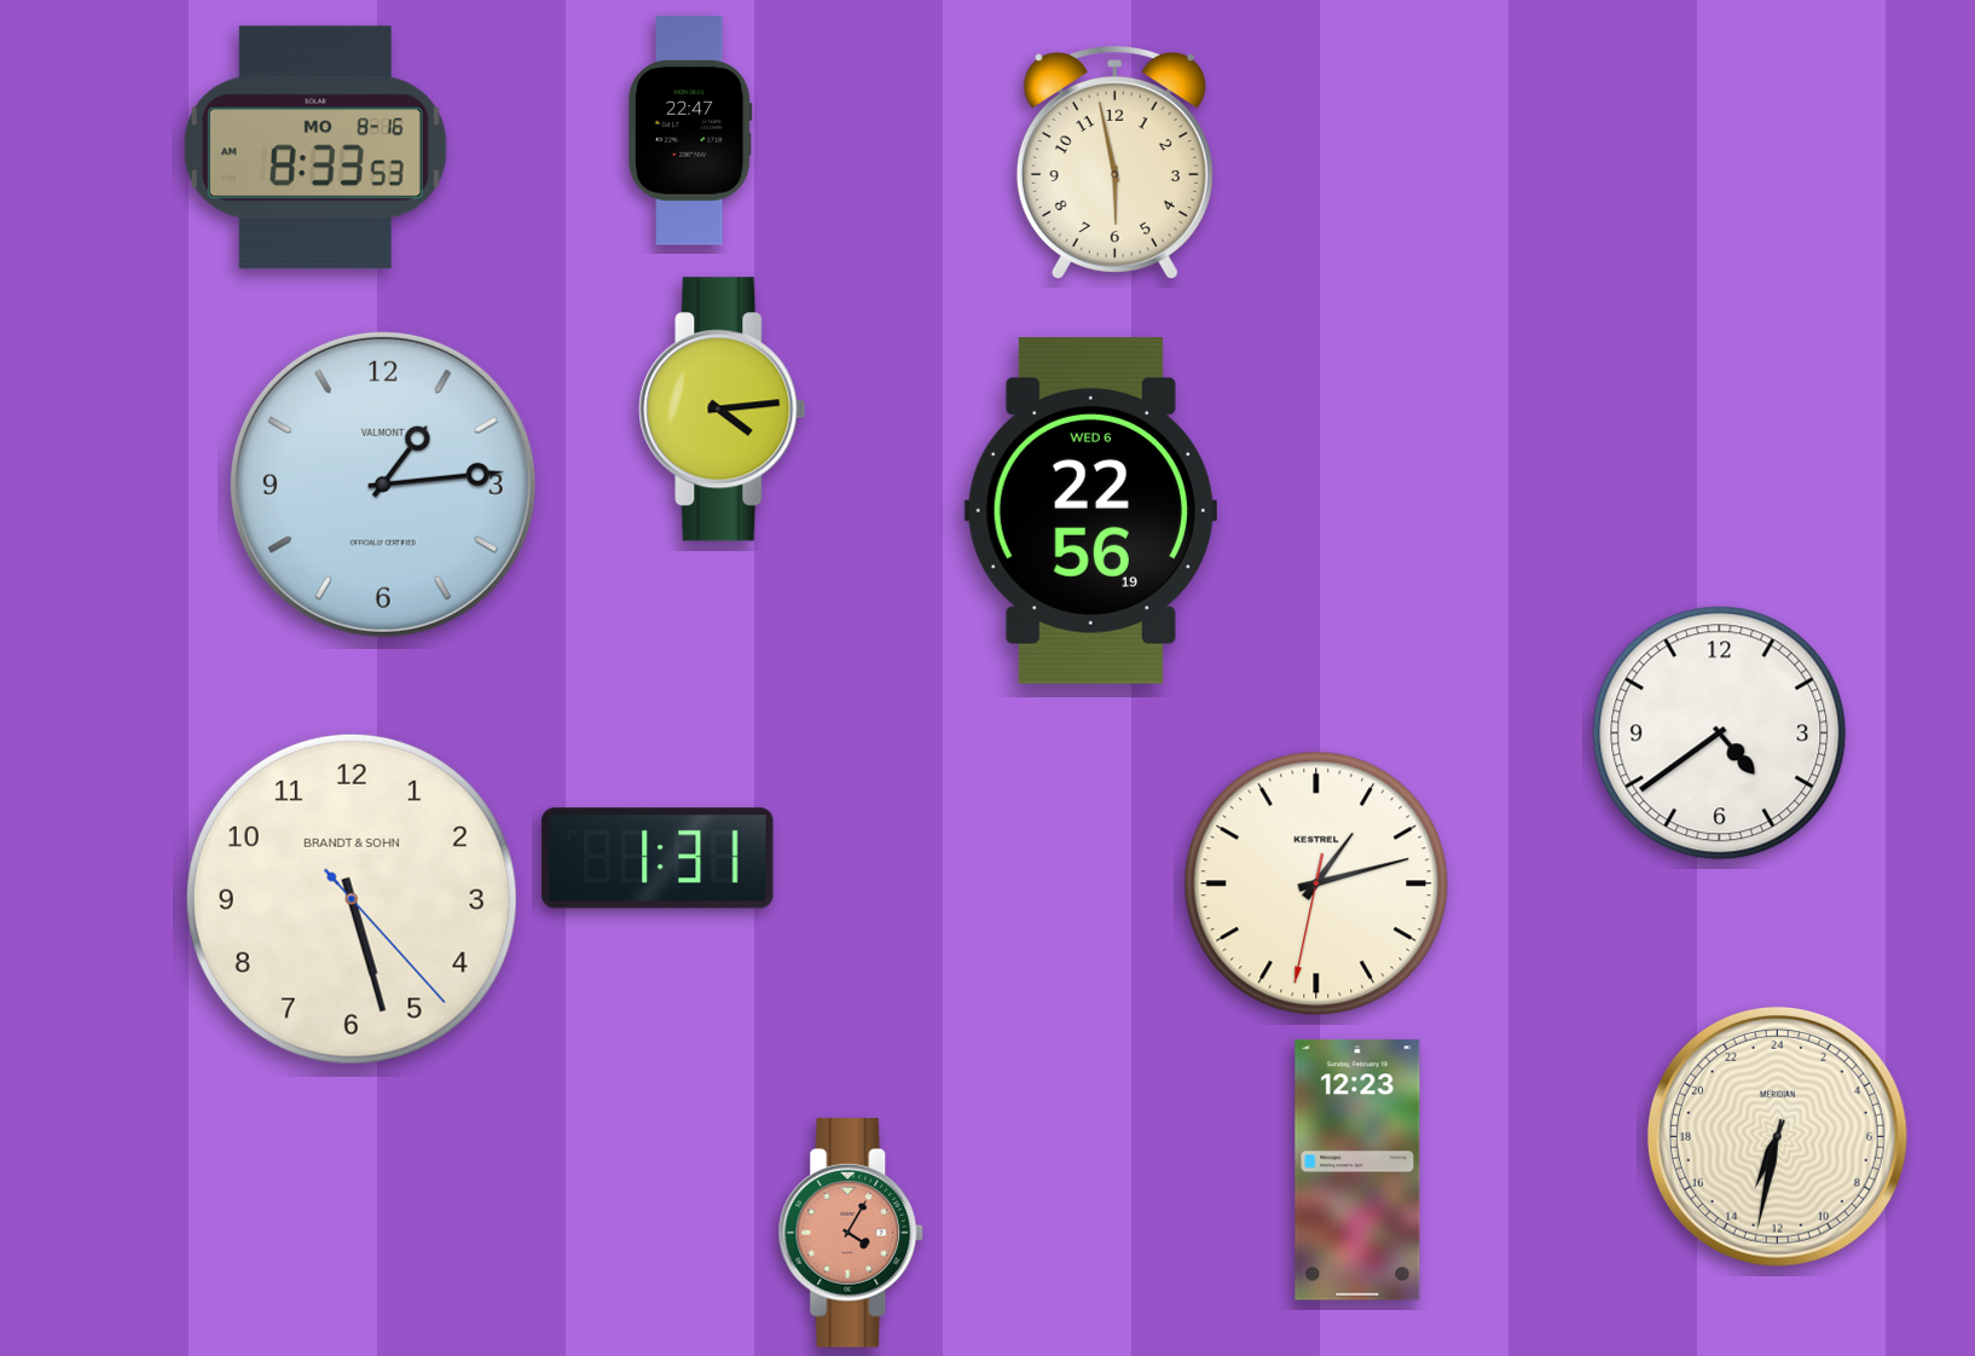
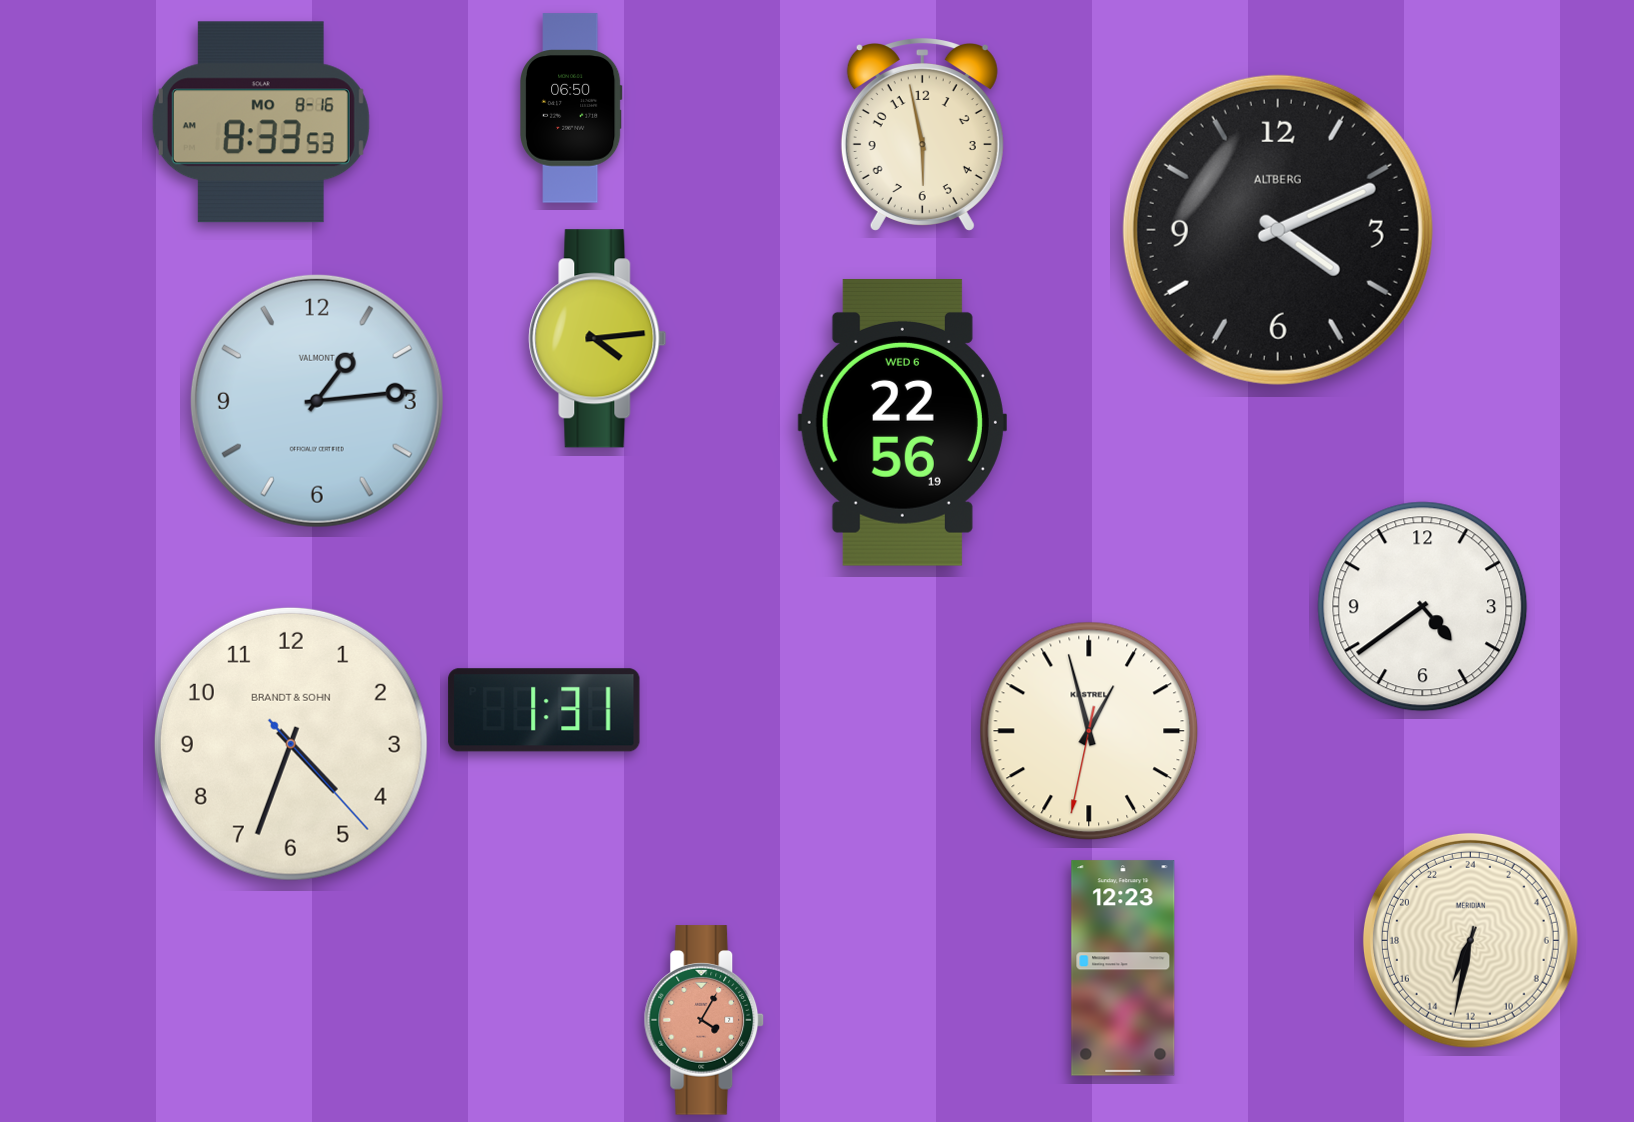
clock at (691, 131): 22:47 -> 06:50
clock at (1278, 230): none -> 4:11
clock at (1316, 883): 1:12 -> 12:57
clock at (352, 899): 5:27 -> 4:33
